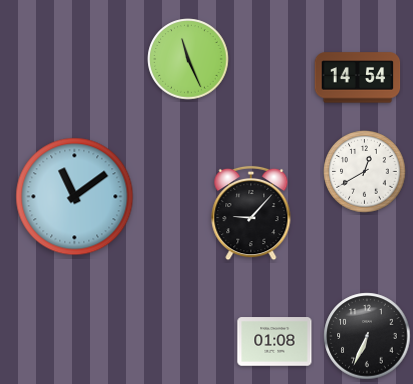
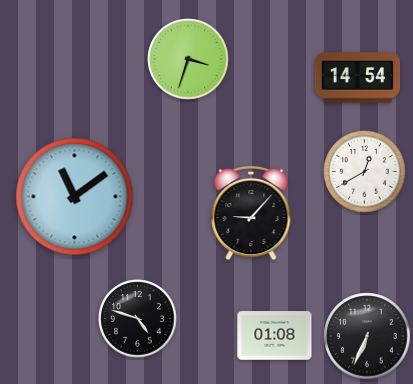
clock at (188, 59): 11:26 -> 3:33
clock at (138, 319): none -> 4:48
clock at (275, 342) position: (275, 342) -> (275, 336)
